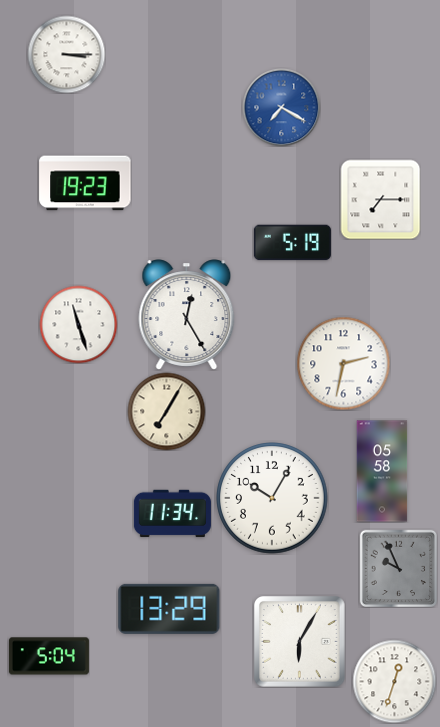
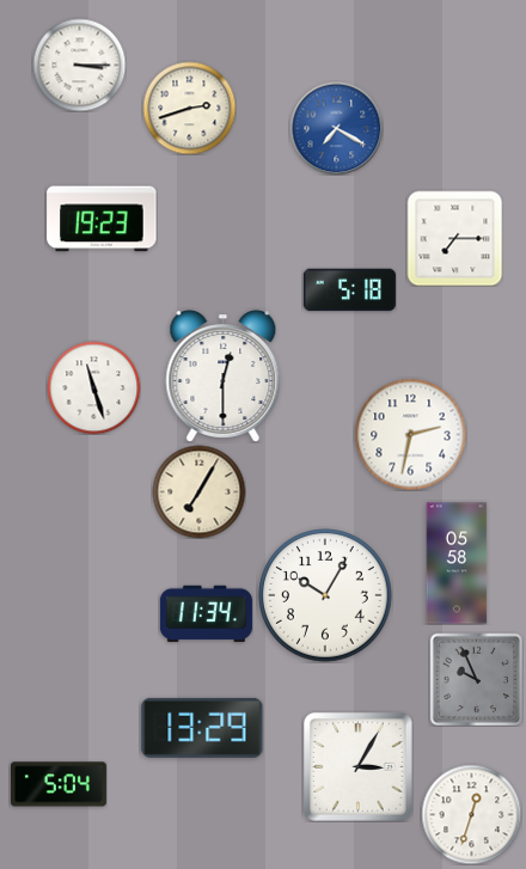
clock at (189, 108): none -> 2:42
clock at (292, 243): 5:19 -> 5:18
clock at (187, 315): 12:25 -> 12:30
clock at (300, 642): 6:05 -> 3:05
